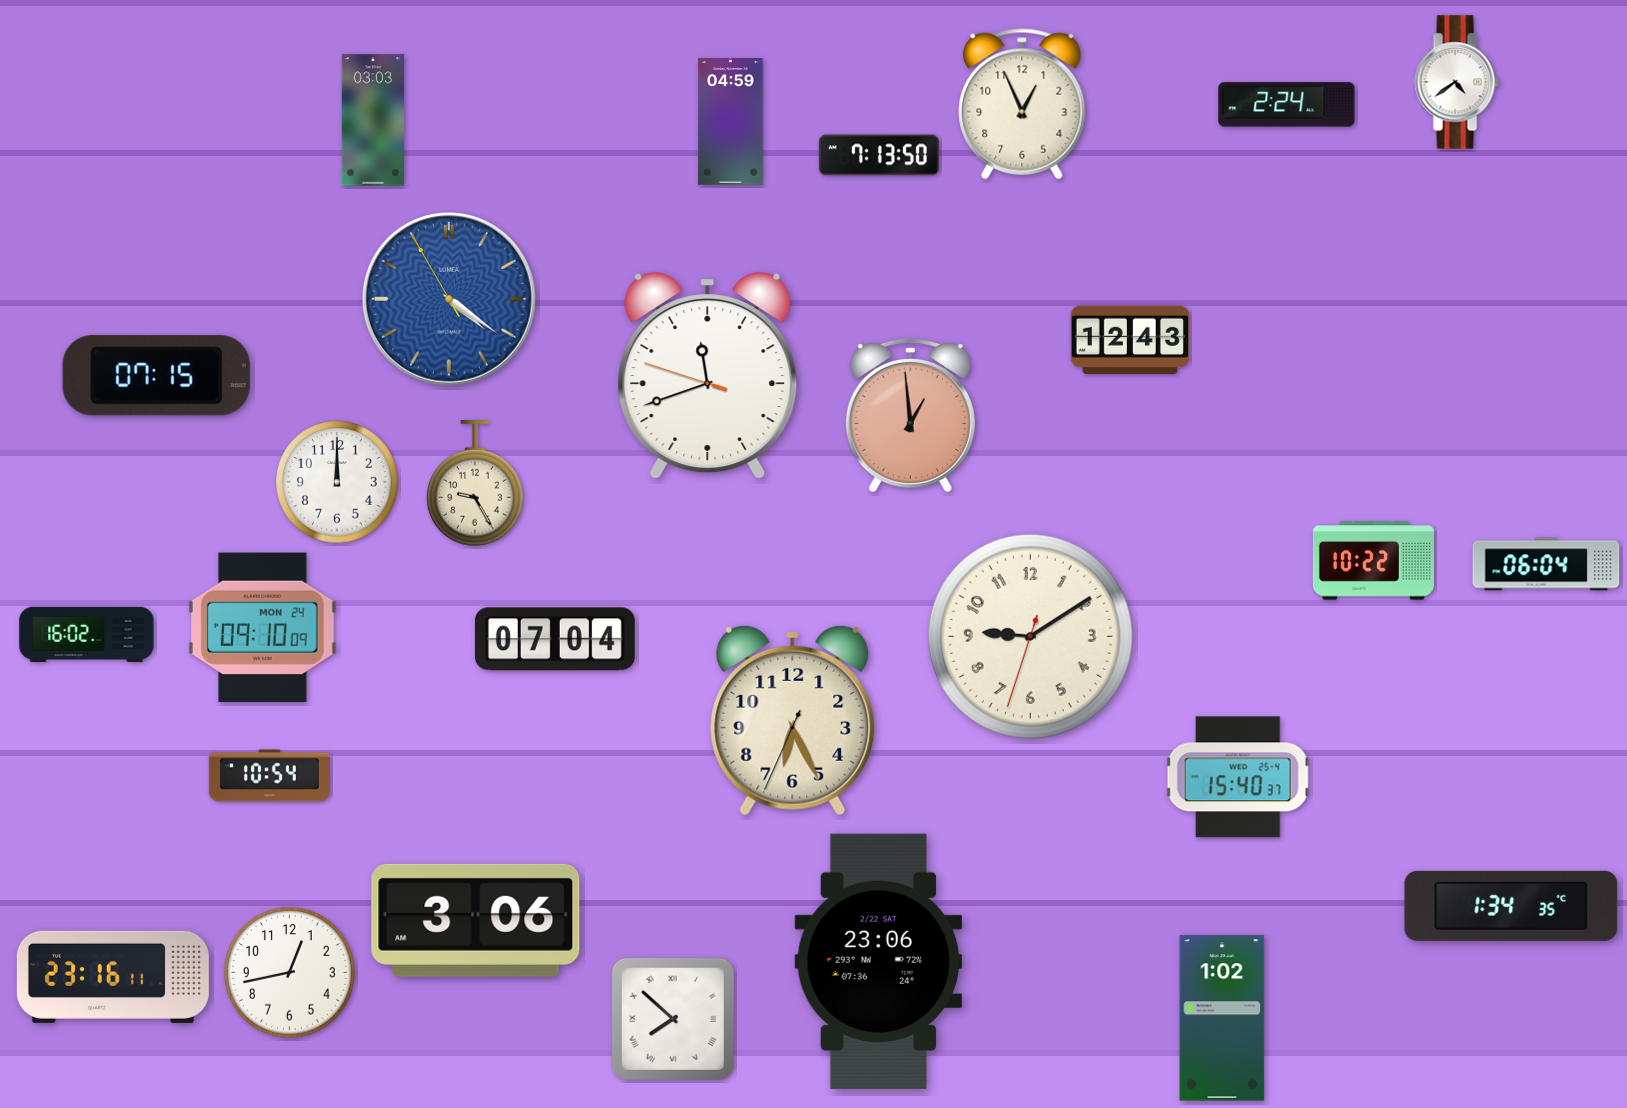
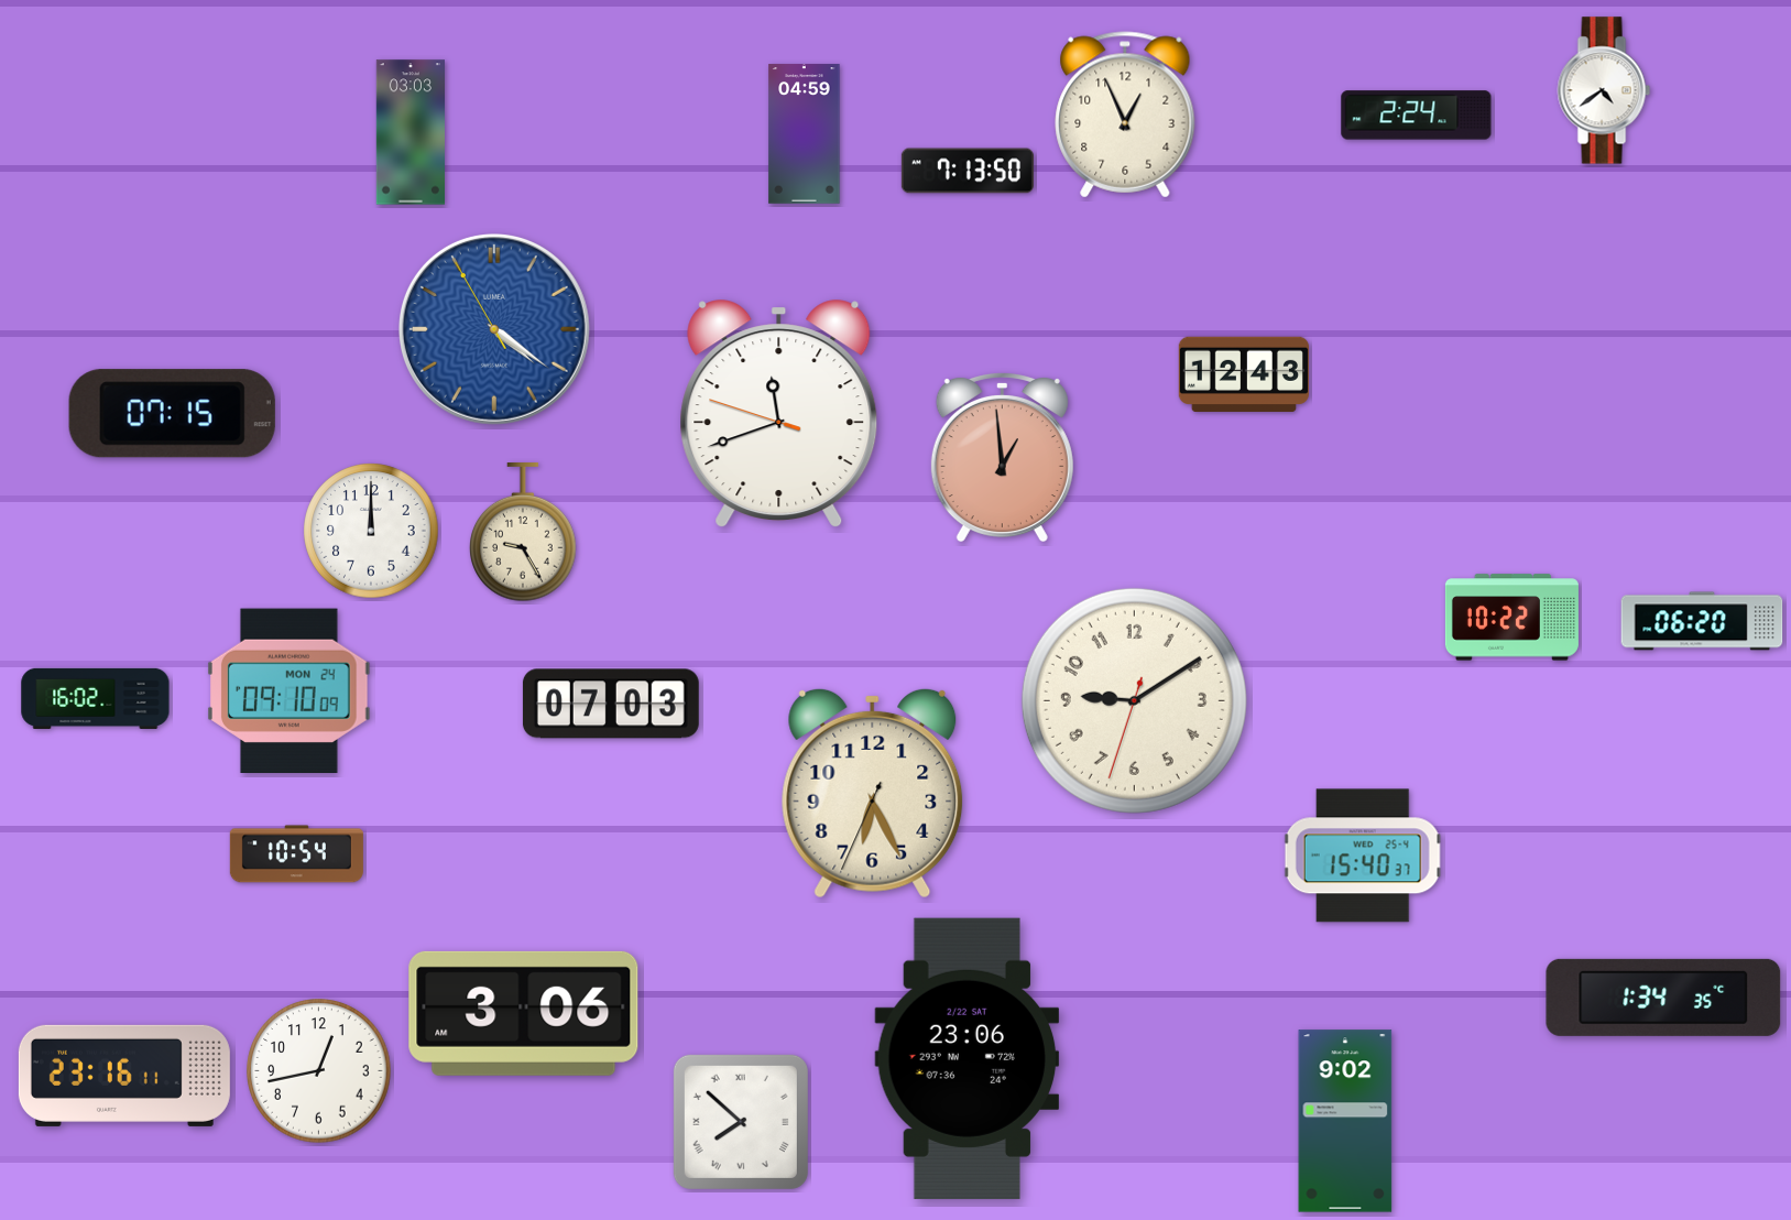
clock at (1546, 564): 06:04 -> 06:20
clock at (555, 639): 07:04 -> 07:03
clock at (1222, 1018): 1:02 -> 9:02
